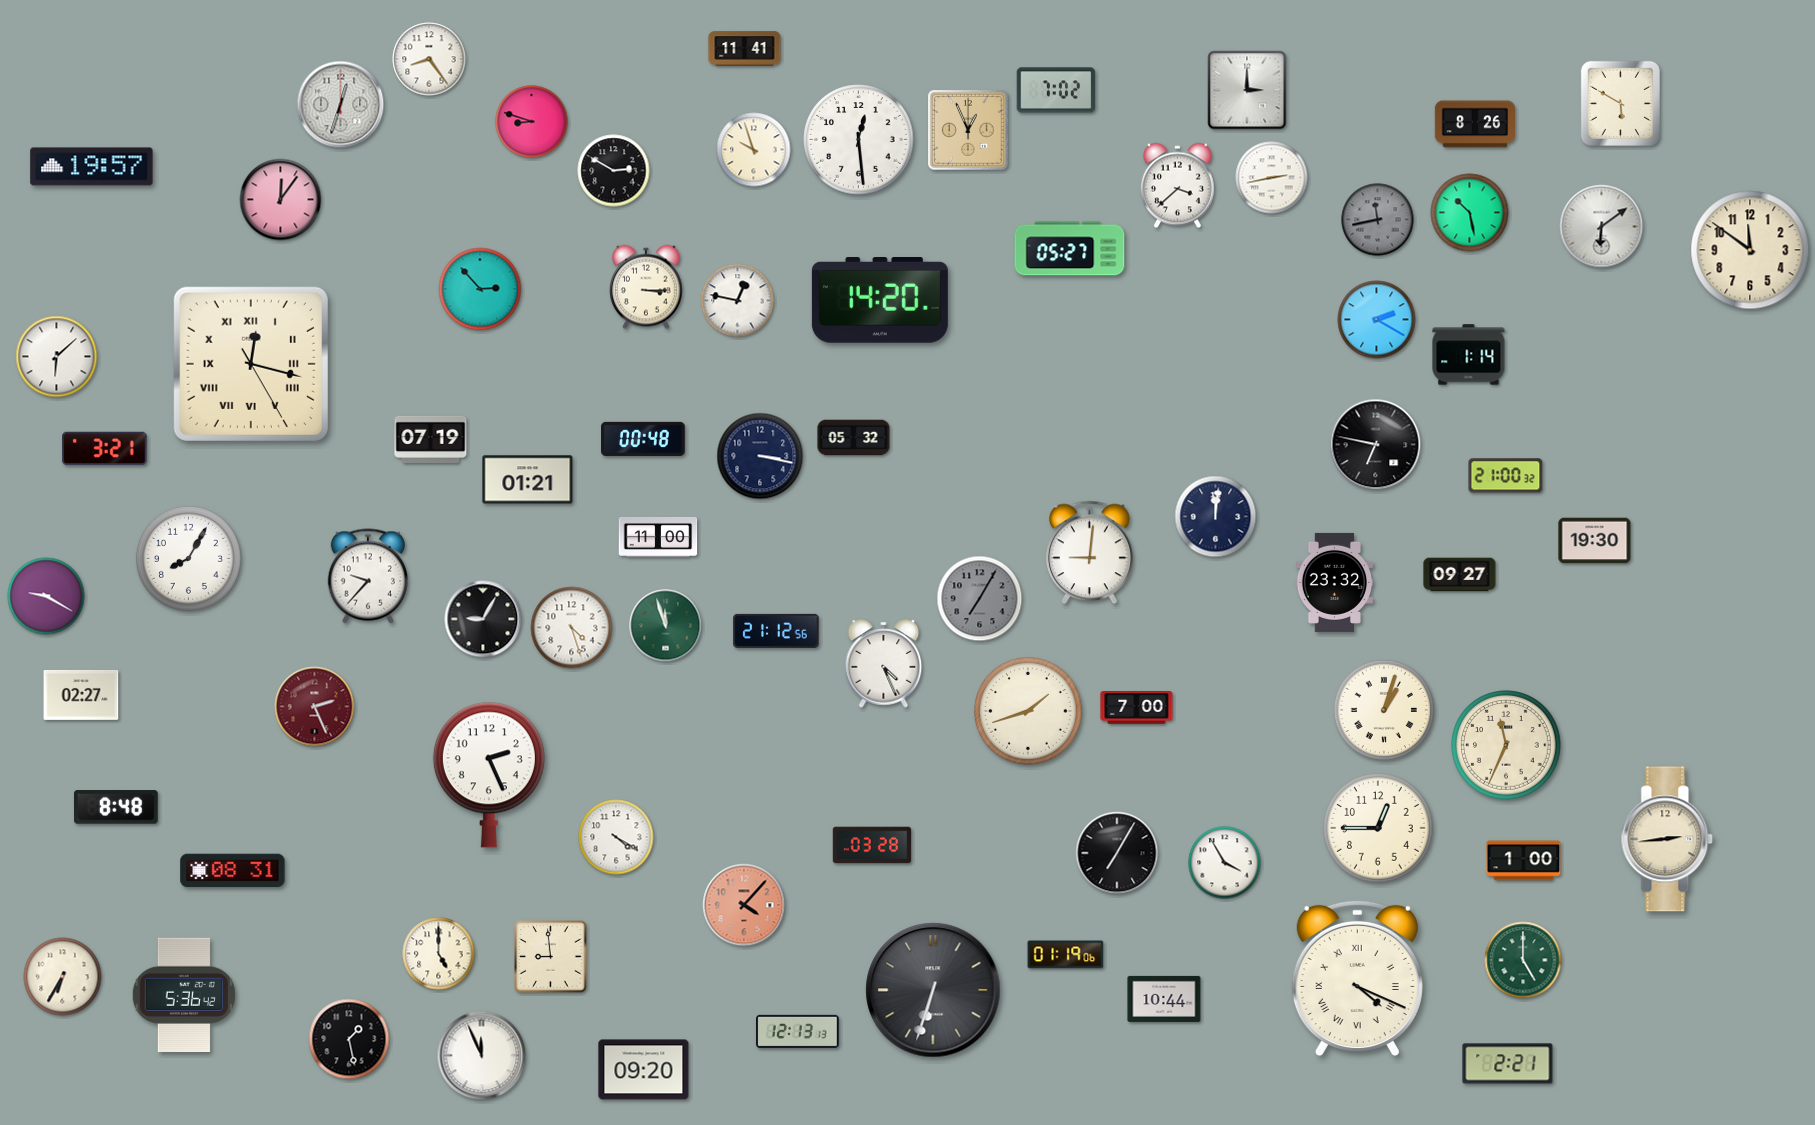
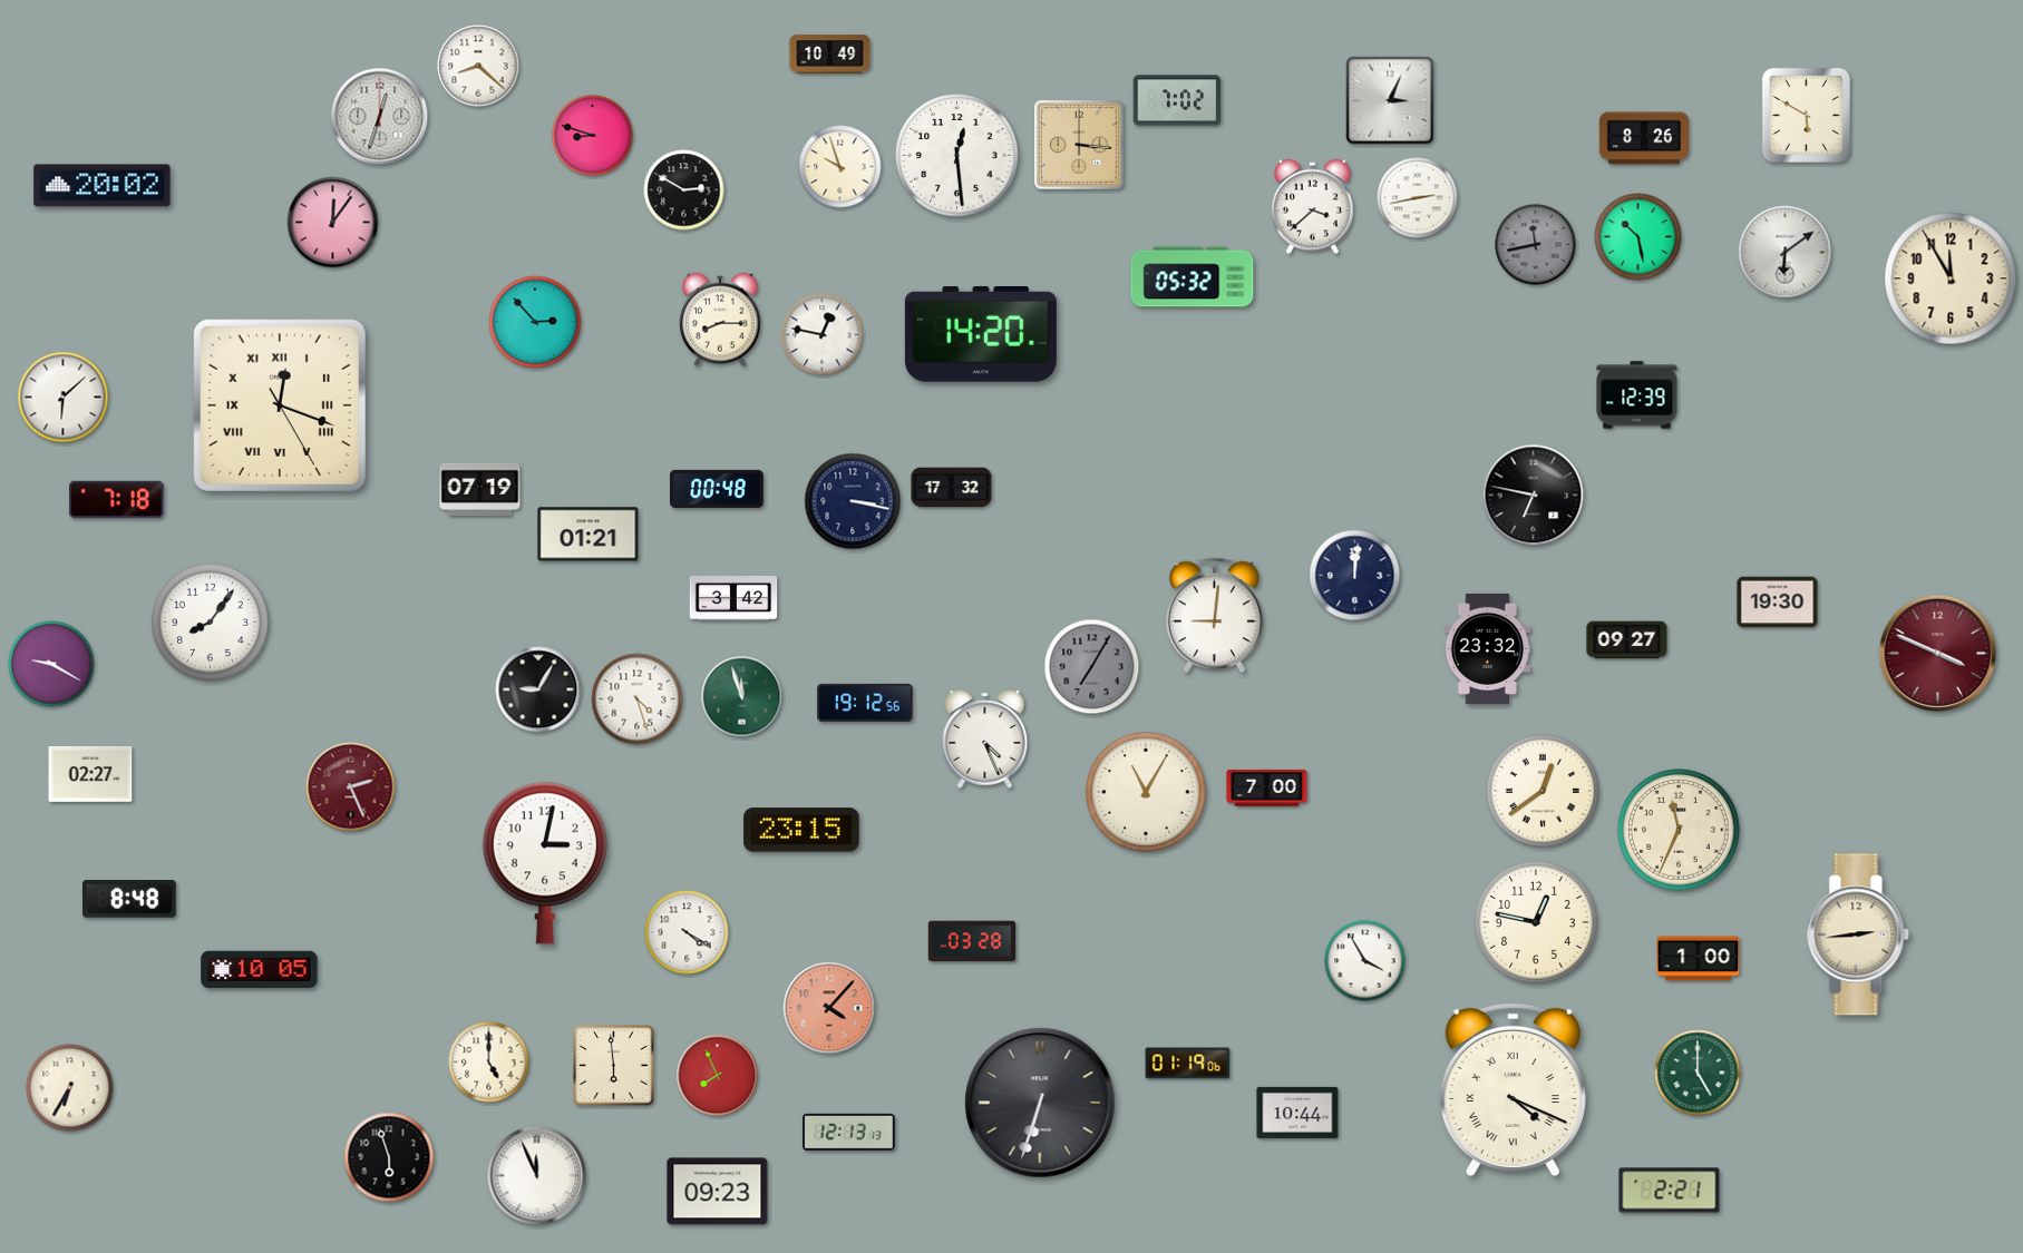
clock at (745, 49): 11:41 -> 10:49
clock at (429, 59): 8:24 -> 8:22
clock at (1247, 90): 3:00 -> 3:04
clock at (969, 131): 12:56 -> 3:16
clock at (92, 167): 19:57 -> 20:02
clock at (281, 200) position: (281, 200) -> (333, 223)
clock at (1070, 249): 05:27 -> 05:32
clock at (1750, 250): 11:51 -> 11:55
clock at (646, 287): 3:15 -> 8:15
clock at (1377, 320): 2:20 -> none
clock at (1469, 355): 1:14 -> 12:39
clock at (251, 364): 12:17 -> 12:18
clock at (854, 438): 05:32 -> 17:32
clock at (105, 449): 3:21 -> 7:18
clock at (760, 456) position: (760, 456) -> (853, 501)
clock at (1506, 476): 21:00 -> none
clock at (658, 537): 11:00 -> 3:42
clock at (188, 558): 8:05 -> 8:06
clock at (367, 576): 9:37 -> none
clock at (1938, 654): none -> 3:49
clock at (776, 631): 21:12 -> 19:12
clock at (1384, 710): 1:03 -> 12:39
clock at (1029, 712): 1:42 -> 11:05
clock at (801, 830): none -> 23:15
clock at (489, 775): 2:26 -> 3:02
clock at (1378, 828): 12:45 -> 12:47
clock at (1117, 853): 7:05 -> none
clock at (233, 871): 08:31 -> 10:05
clock at (551, 957): 8:59 -> 5:59
clock at (1523, 960) position: (1523, 960) -> (1698, 1073)
clock at (718, 1076): none -> 7:56
clock at (184, 995): 5:36 -> none
clock at (798, 1031) position: (798, 1031) -> (849, 1132)
clock at (349, 1039): 1:28 -> 5:57
clock at (1508, 1064) position: (1508, 1064) -> (1670, 1191)
clock at (644, 1070): 09:20 -> 09:23
